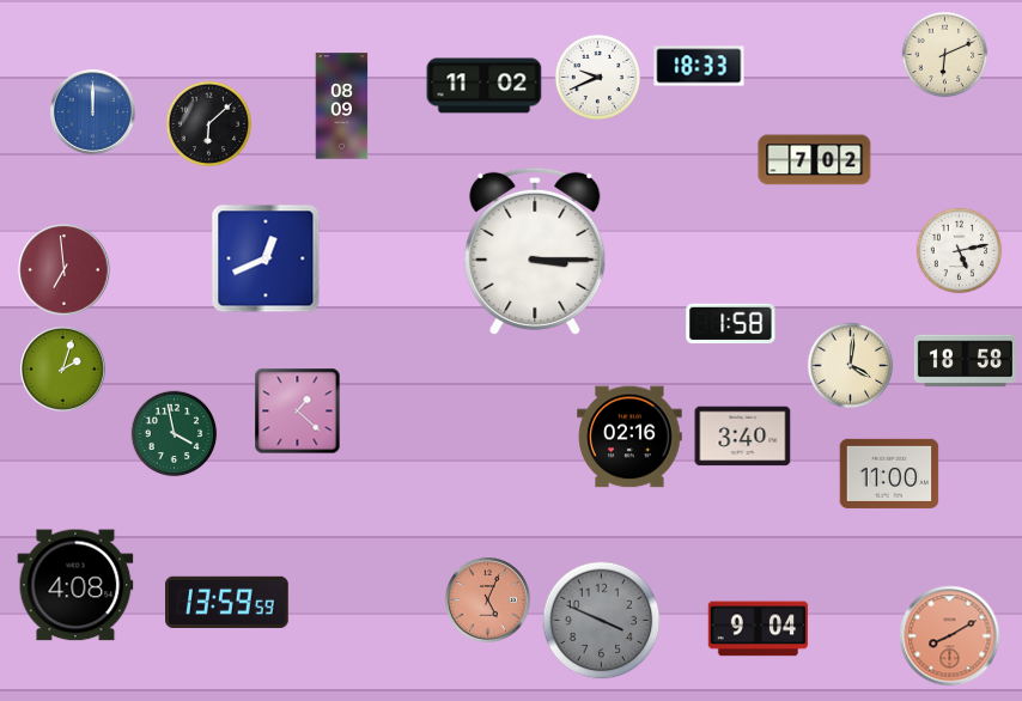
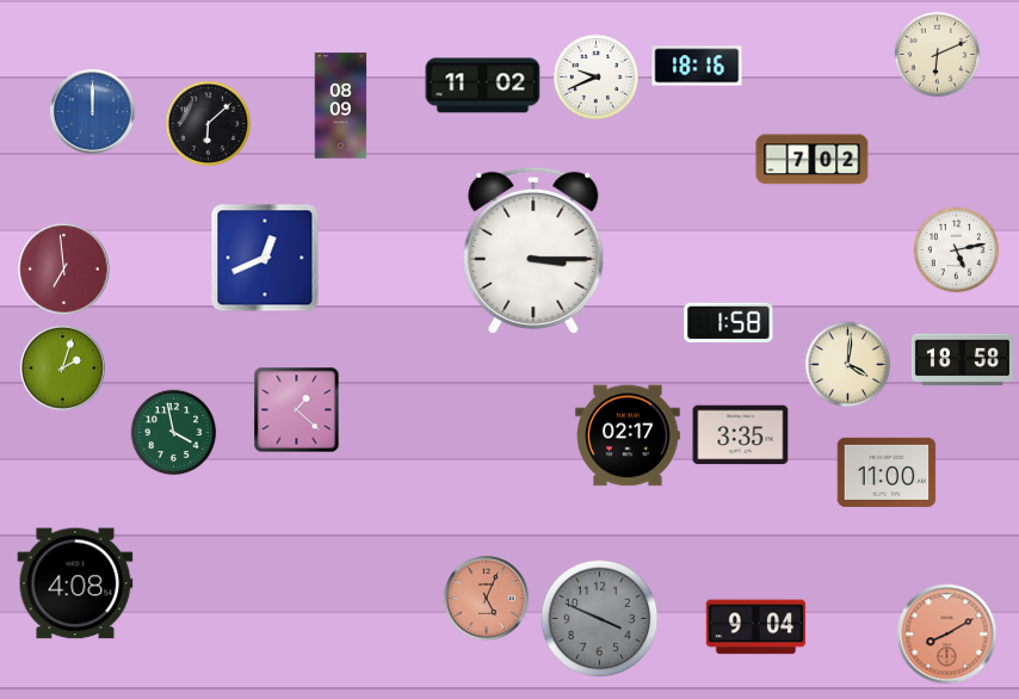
clock at (945, 55) position: (945, 55) -> (938, 55)
clock at (699, 66): 18:33 -> 18:16
clock at (629, 437): 02:16 -> 02:17
clock at (743, 437): 3:40 -> 3:35
clock at (227, 602): 13:59 -> none
